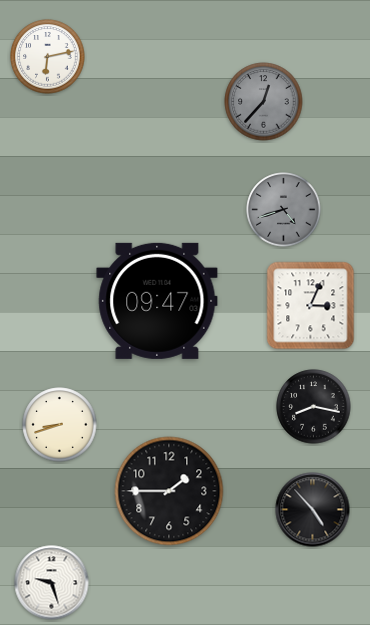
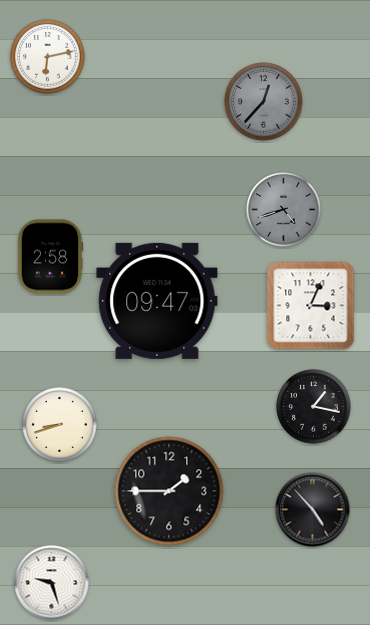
clock at (50, 257): none -> 2:58
clock at (314, 407): 8:17 -> 1:17
